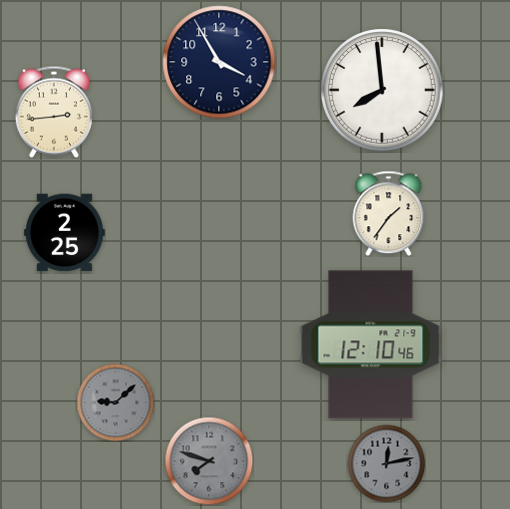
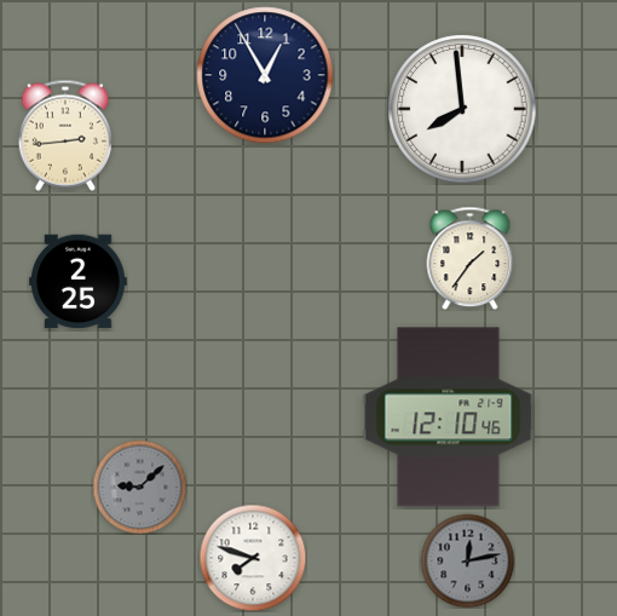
clock at (219, 62): 3:55 -> 12:55
clock at (209, 461) dial: grey -> white
